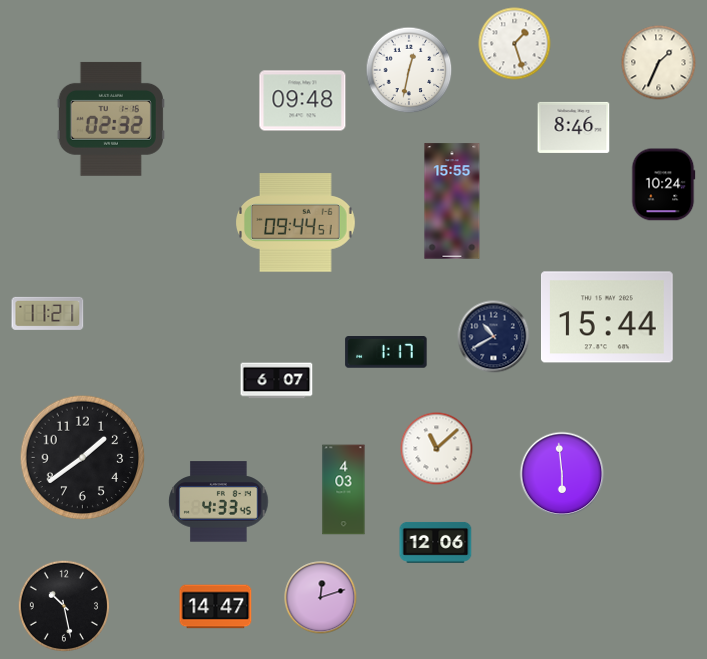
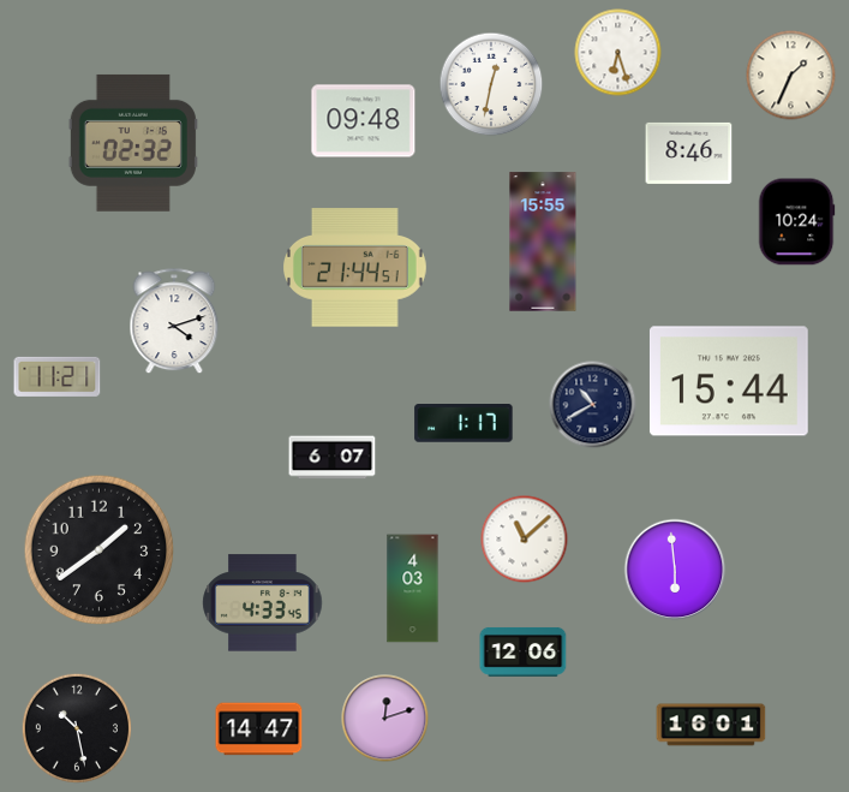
clock at (515, 44): 1:27 -> 6:27
clock at (296, 223): 09:44 -> 21:44
clock at (174, 322): none -> 4:12
clock at (711, 725): none -> 16:01
